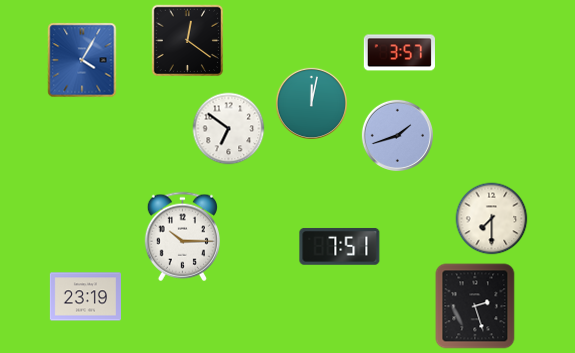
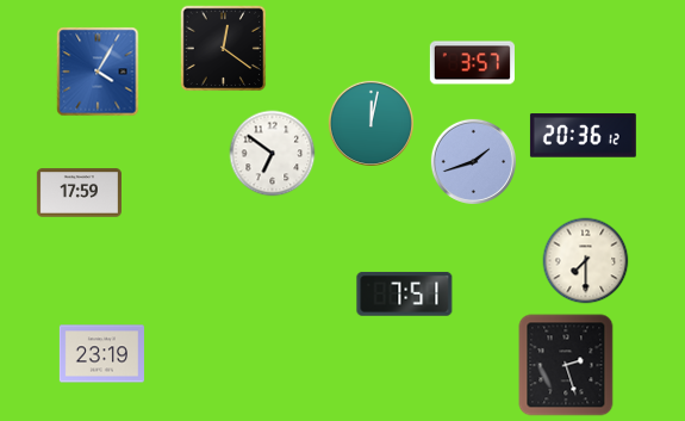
clock at (399, 53) position: (399, 53) -> (472, 63)
clock at (583, 136): none -> 20:36
clock at (79, 193): none -> 17:59
clock at (182, 237): 10:15 -> none
